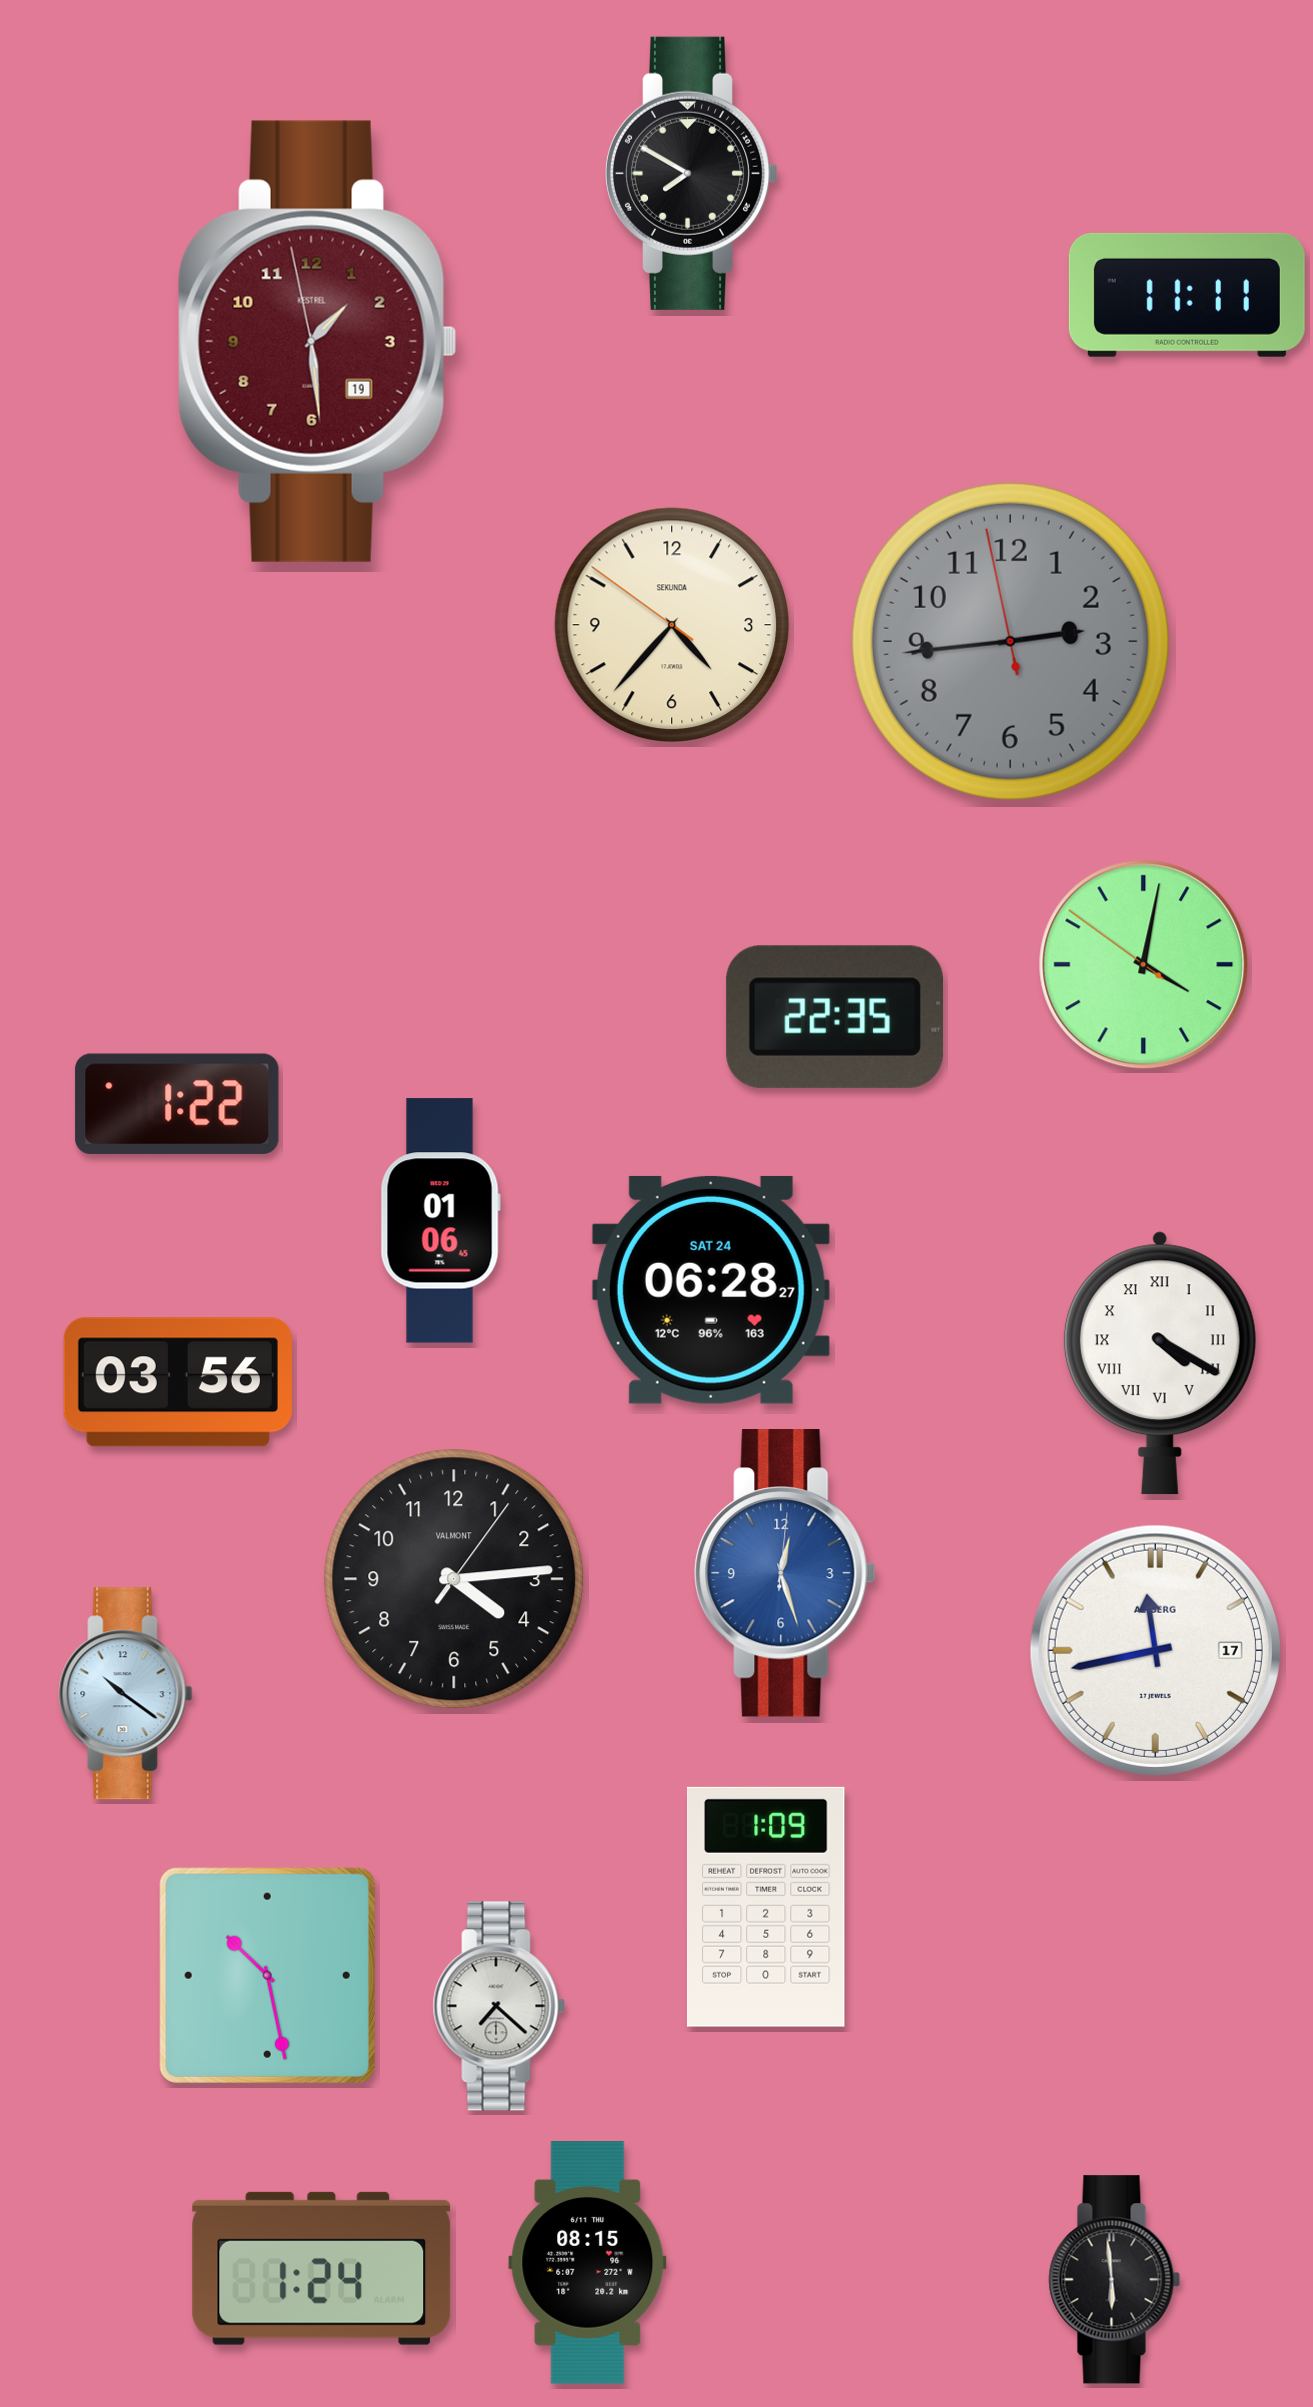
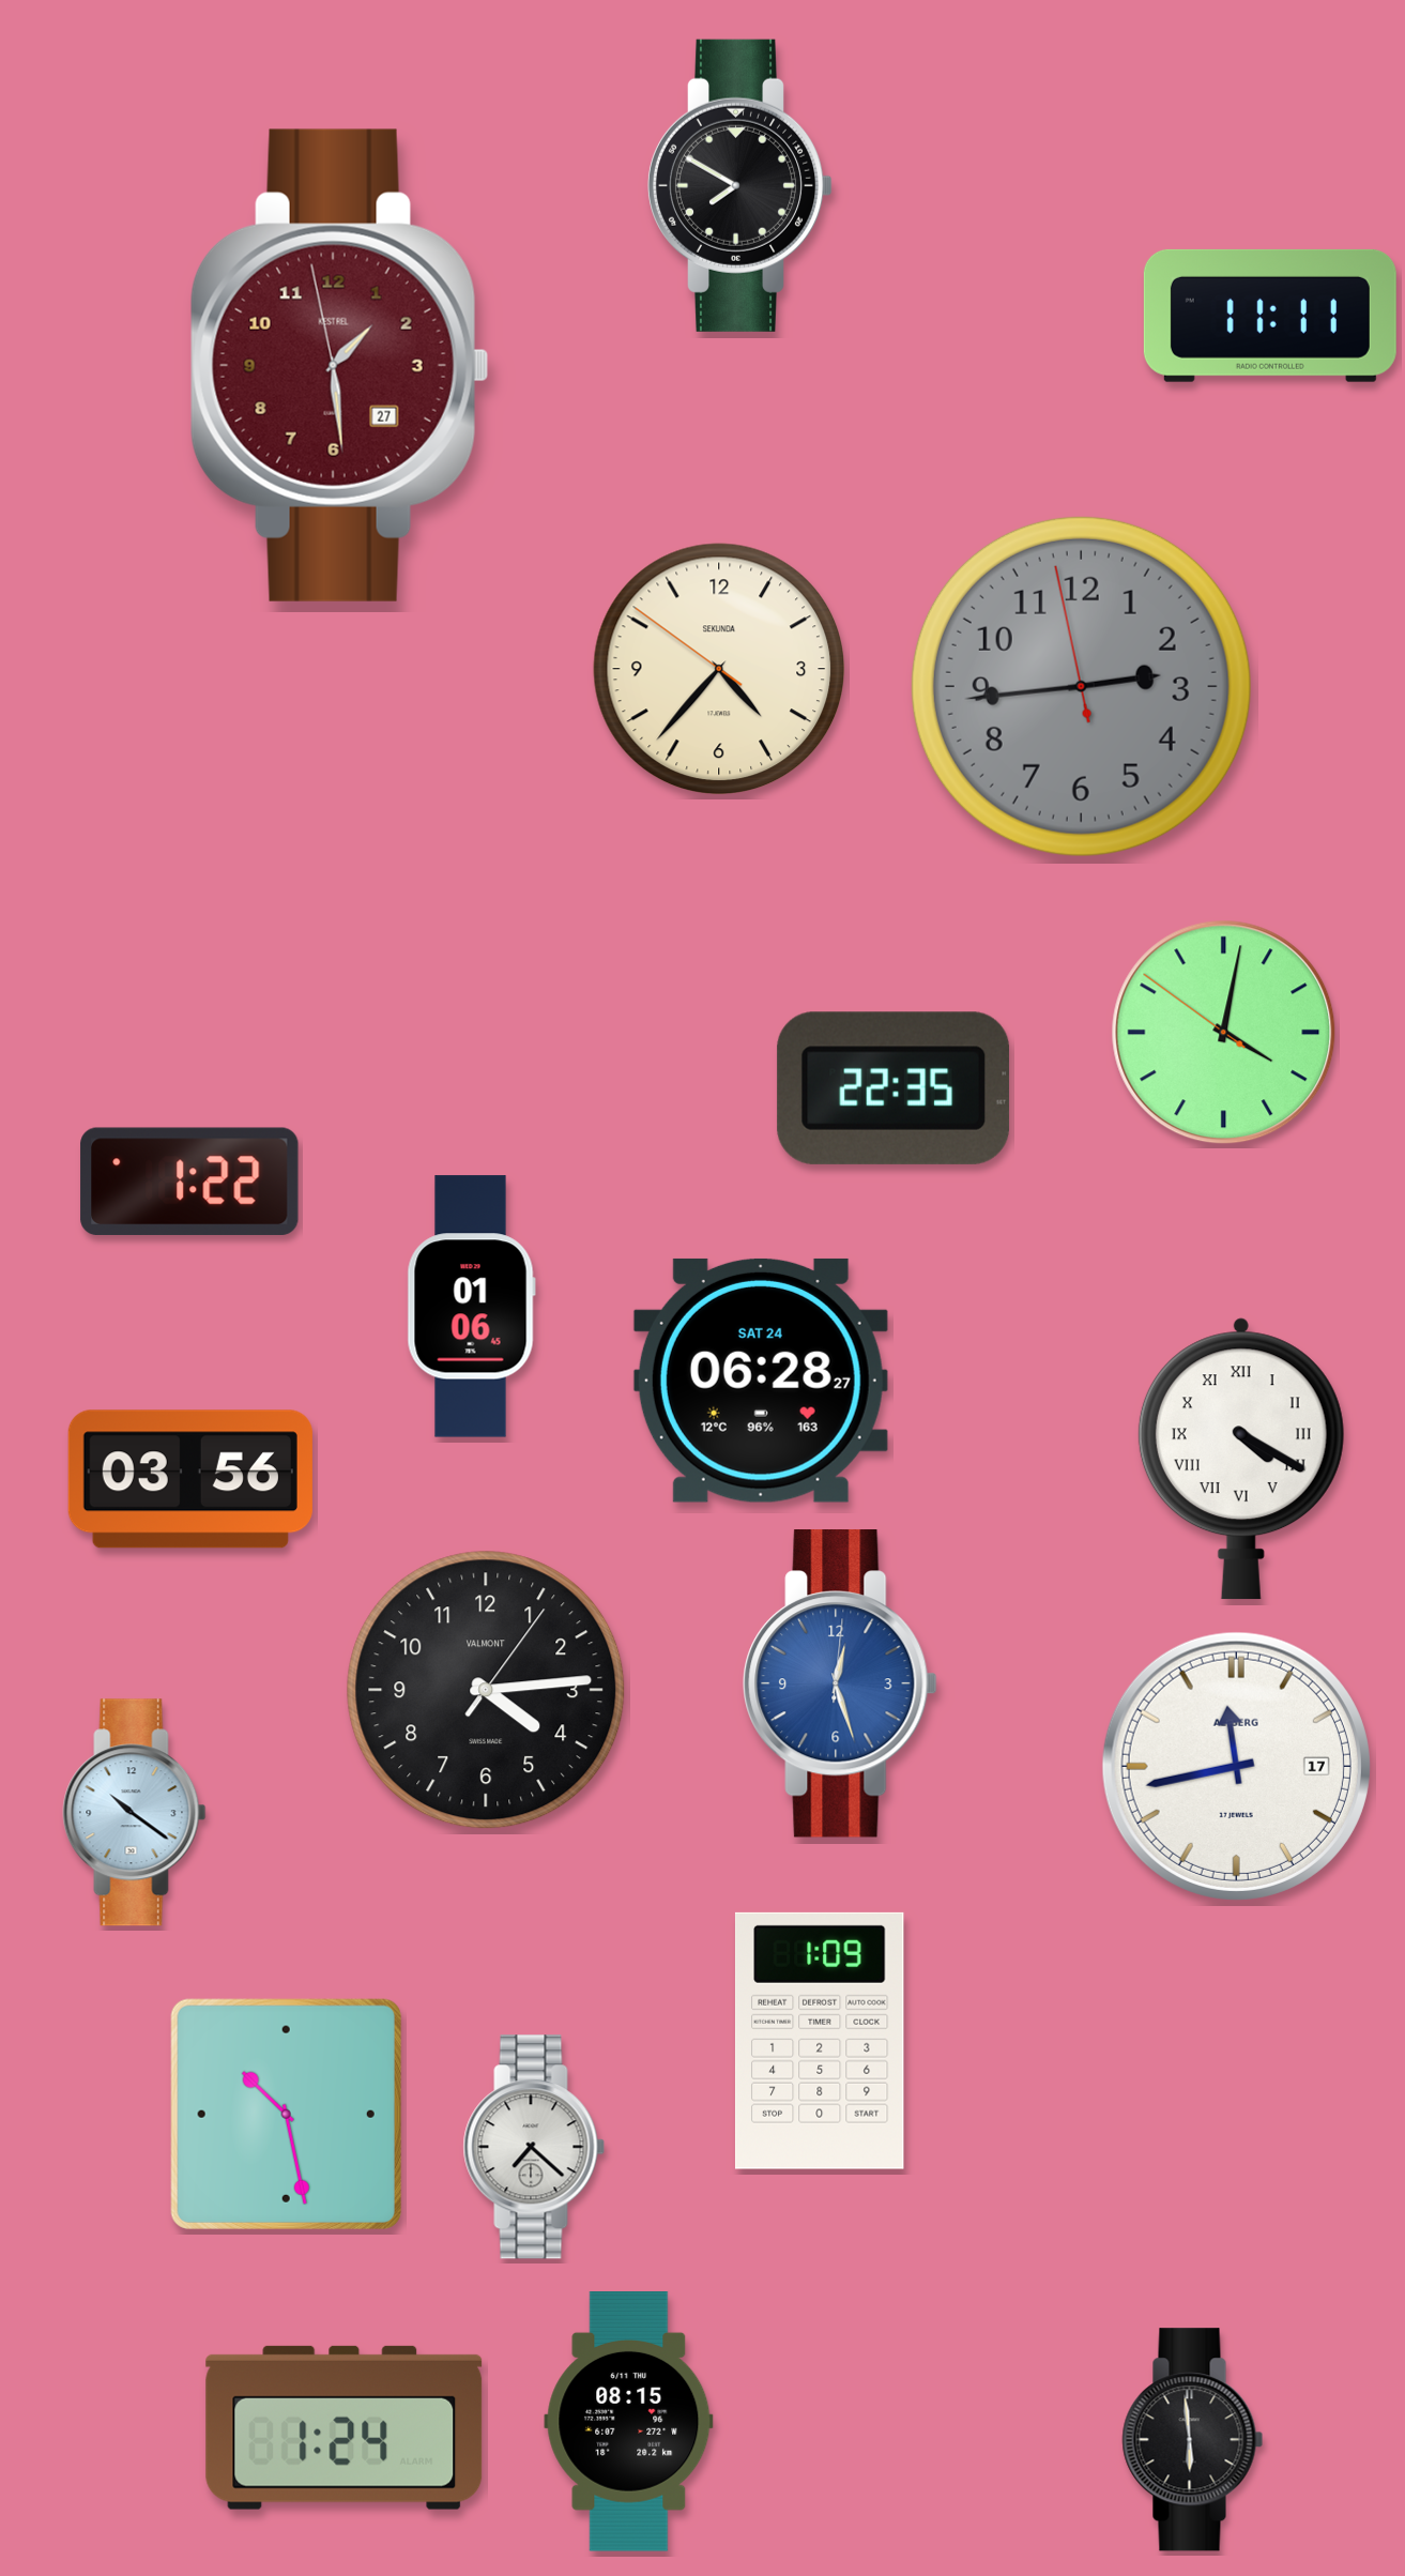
clock at (317, 341) date: 19 -> 27
